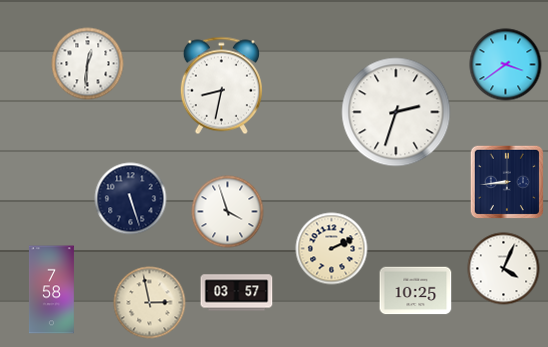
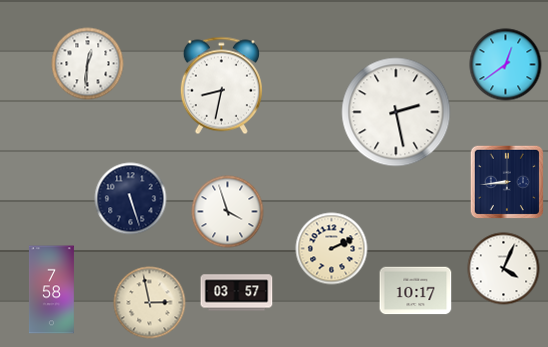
clock at (506, 65): 3:39 -> 12:39
clock at (396, 112): 2:33 -> 2:28
clock at (416, 291): 10:25 -> 10:17
